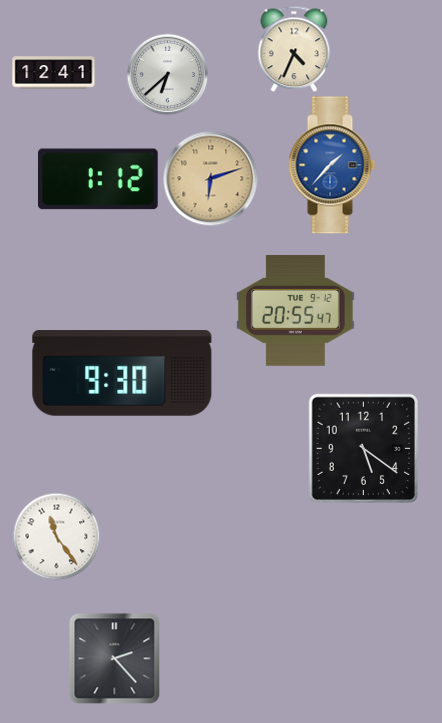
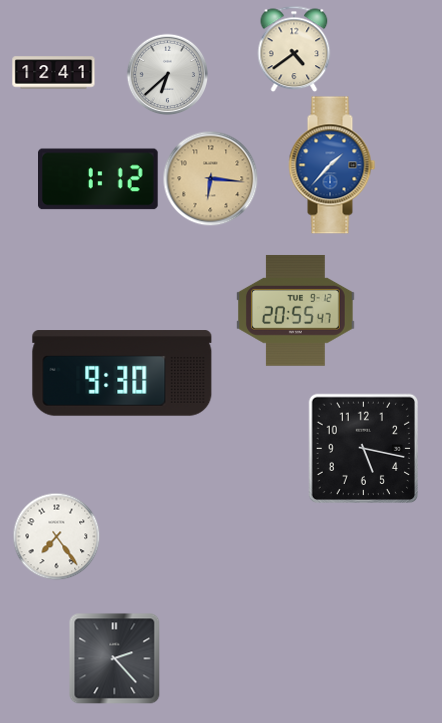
clock at (294, 49): 4:34 -> 4:39
clock at (210, 178): 6:12 -> 6:16
clock at (364, 449): 5:21 -> 5:17
clock at (56, 536): 11:24 -> 7:24
